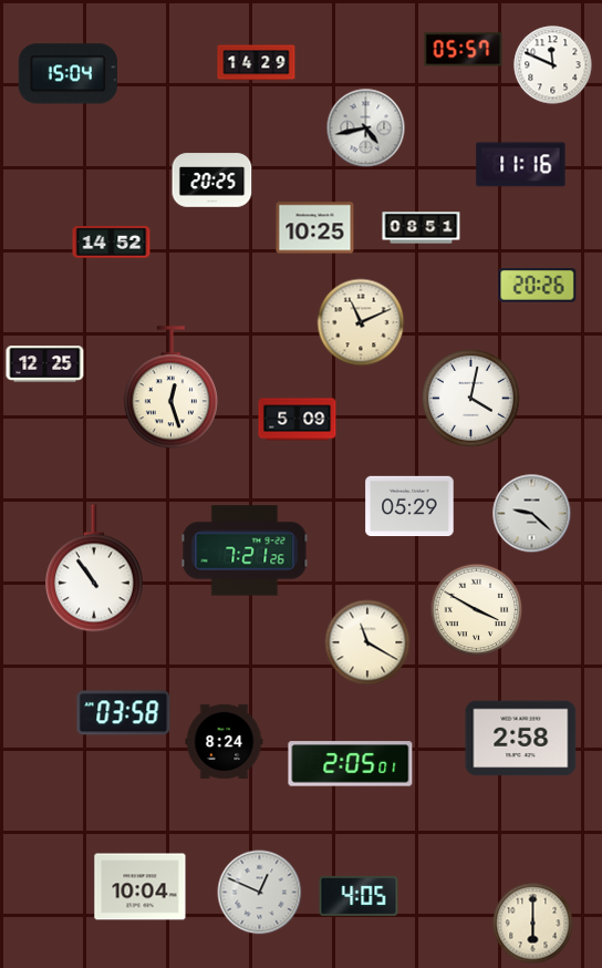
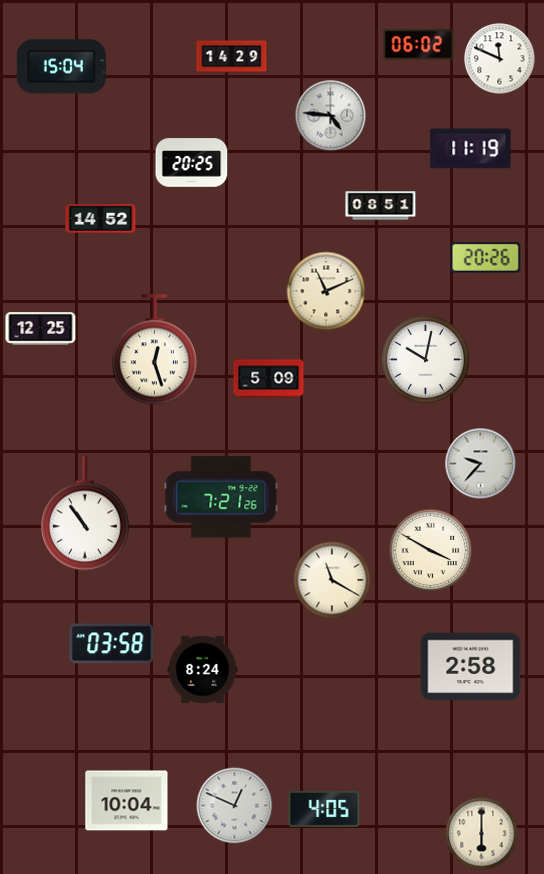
clock at (464, 50): 05:57 -> 06:02
clock at (366, 128): 4:43 -> 4:46
clock at (521, 165): 11:16 -> 11:19
clock at (315, 228): 10:25 -> none
clock at (470, 398): 4:02 -> 10:02
clock at (409, 506): 05:29 -> none
clock at (532, 514): 9:22 -> 9:37
clock at (351, 764): 2:05 -> none
